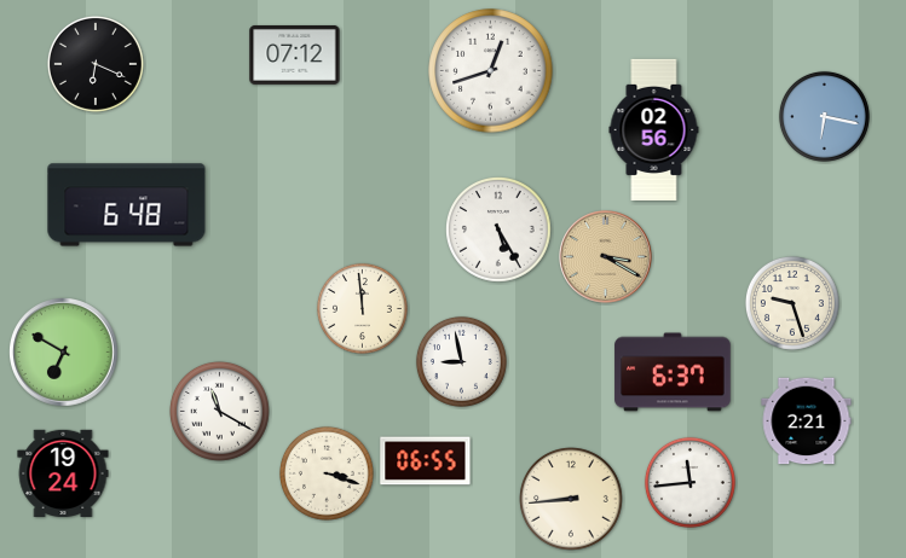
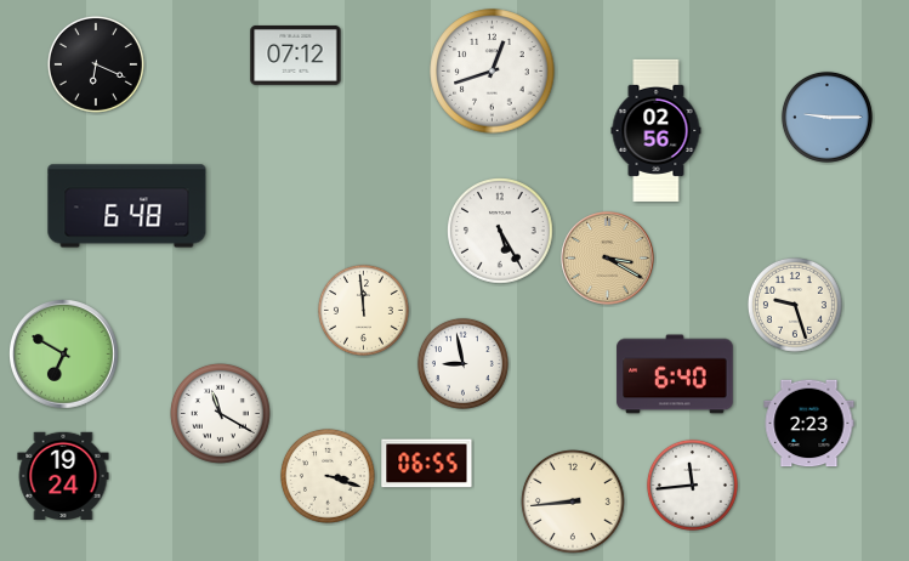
clock at (824, 116): 6:17 -> 9:15
clock at (673, 372): 6:37 -> 6:40
clock at (807, 422): 2:21 -> 2:23
